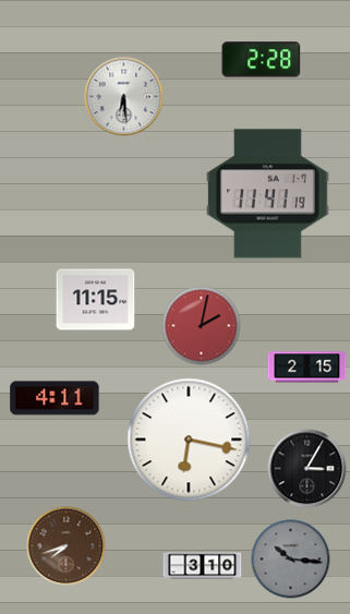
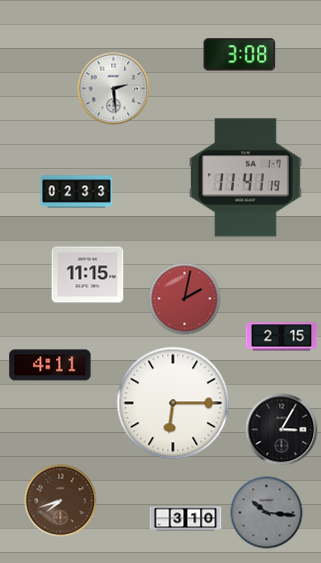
clock at (262, 60): 2:28 -> 3:08
clock at (124, 97): 6:29 -> 2:29
clock at (77, 192): none -> 02:33
clock at (189, 440): 6:17 -> 6:15
